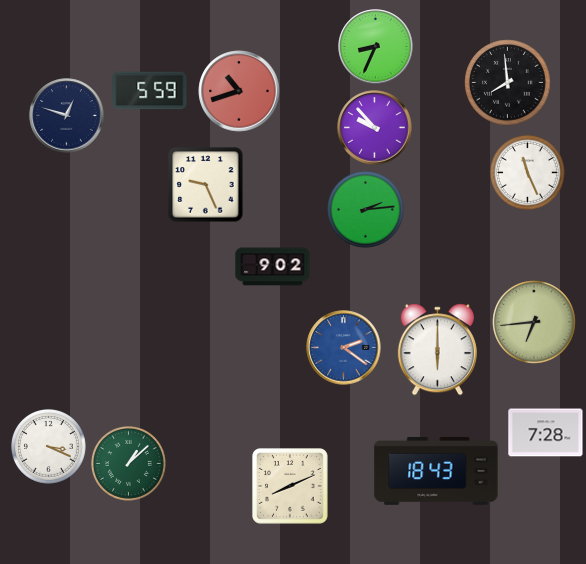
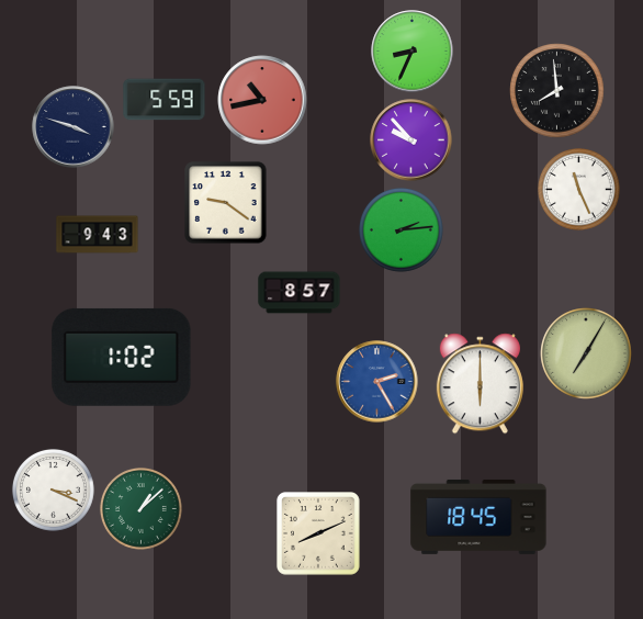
clock at (239, 91): 10:42 -> 10:43
clock at (67, 116): 12:48 -> 3:48
clock at (206, 185): 9:26 -> 9:21
clock at (98, 235): none -> 9:43
clock at (273, 267): 9:02 -> 8:57
clock at (534, 322): 6:44 -> 7:05
clock at (122, 357): none -> 1:02
clock at (344, 348): 2:21 -> 2:25
clock at (546, 433): 7:28 -> none
clock at (436, 471): 18:43 -> 18:45
